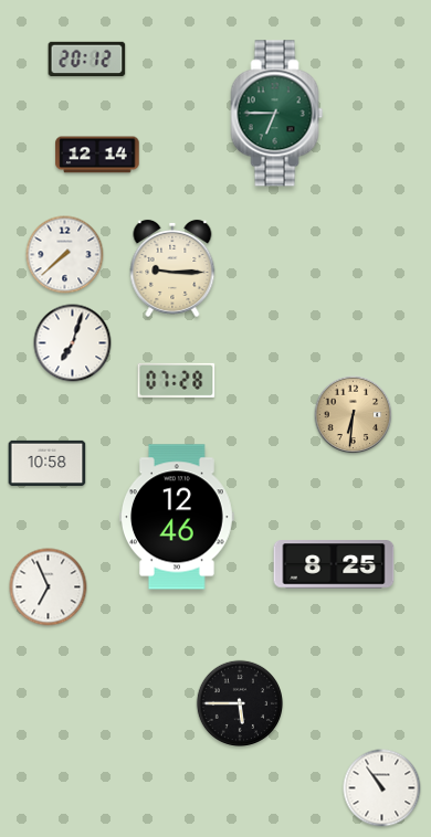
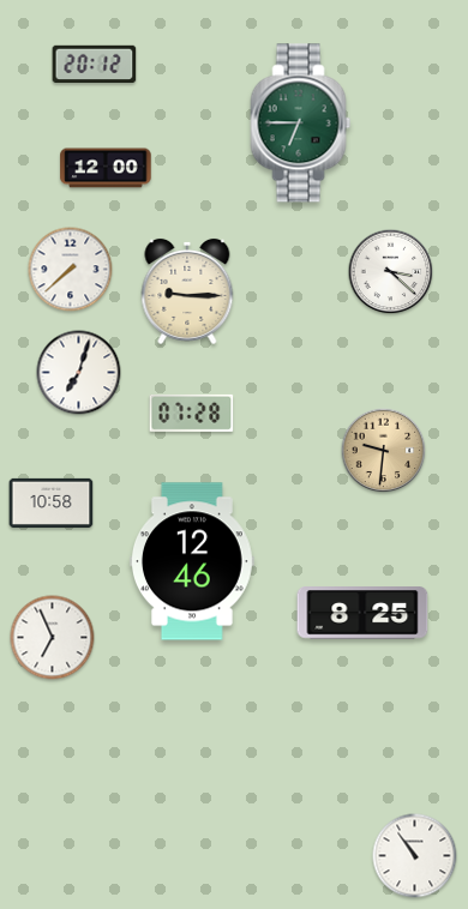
clock at (97, 155): 12:14 -> 12:00
clock at (391, 272): none -> 3:22
clock at (65, 255) position: (65, 255) -> (71, 270)
clock at (354, 415): 6:31 -> 9:31
clock at (239, 702): 5:45 -> none
